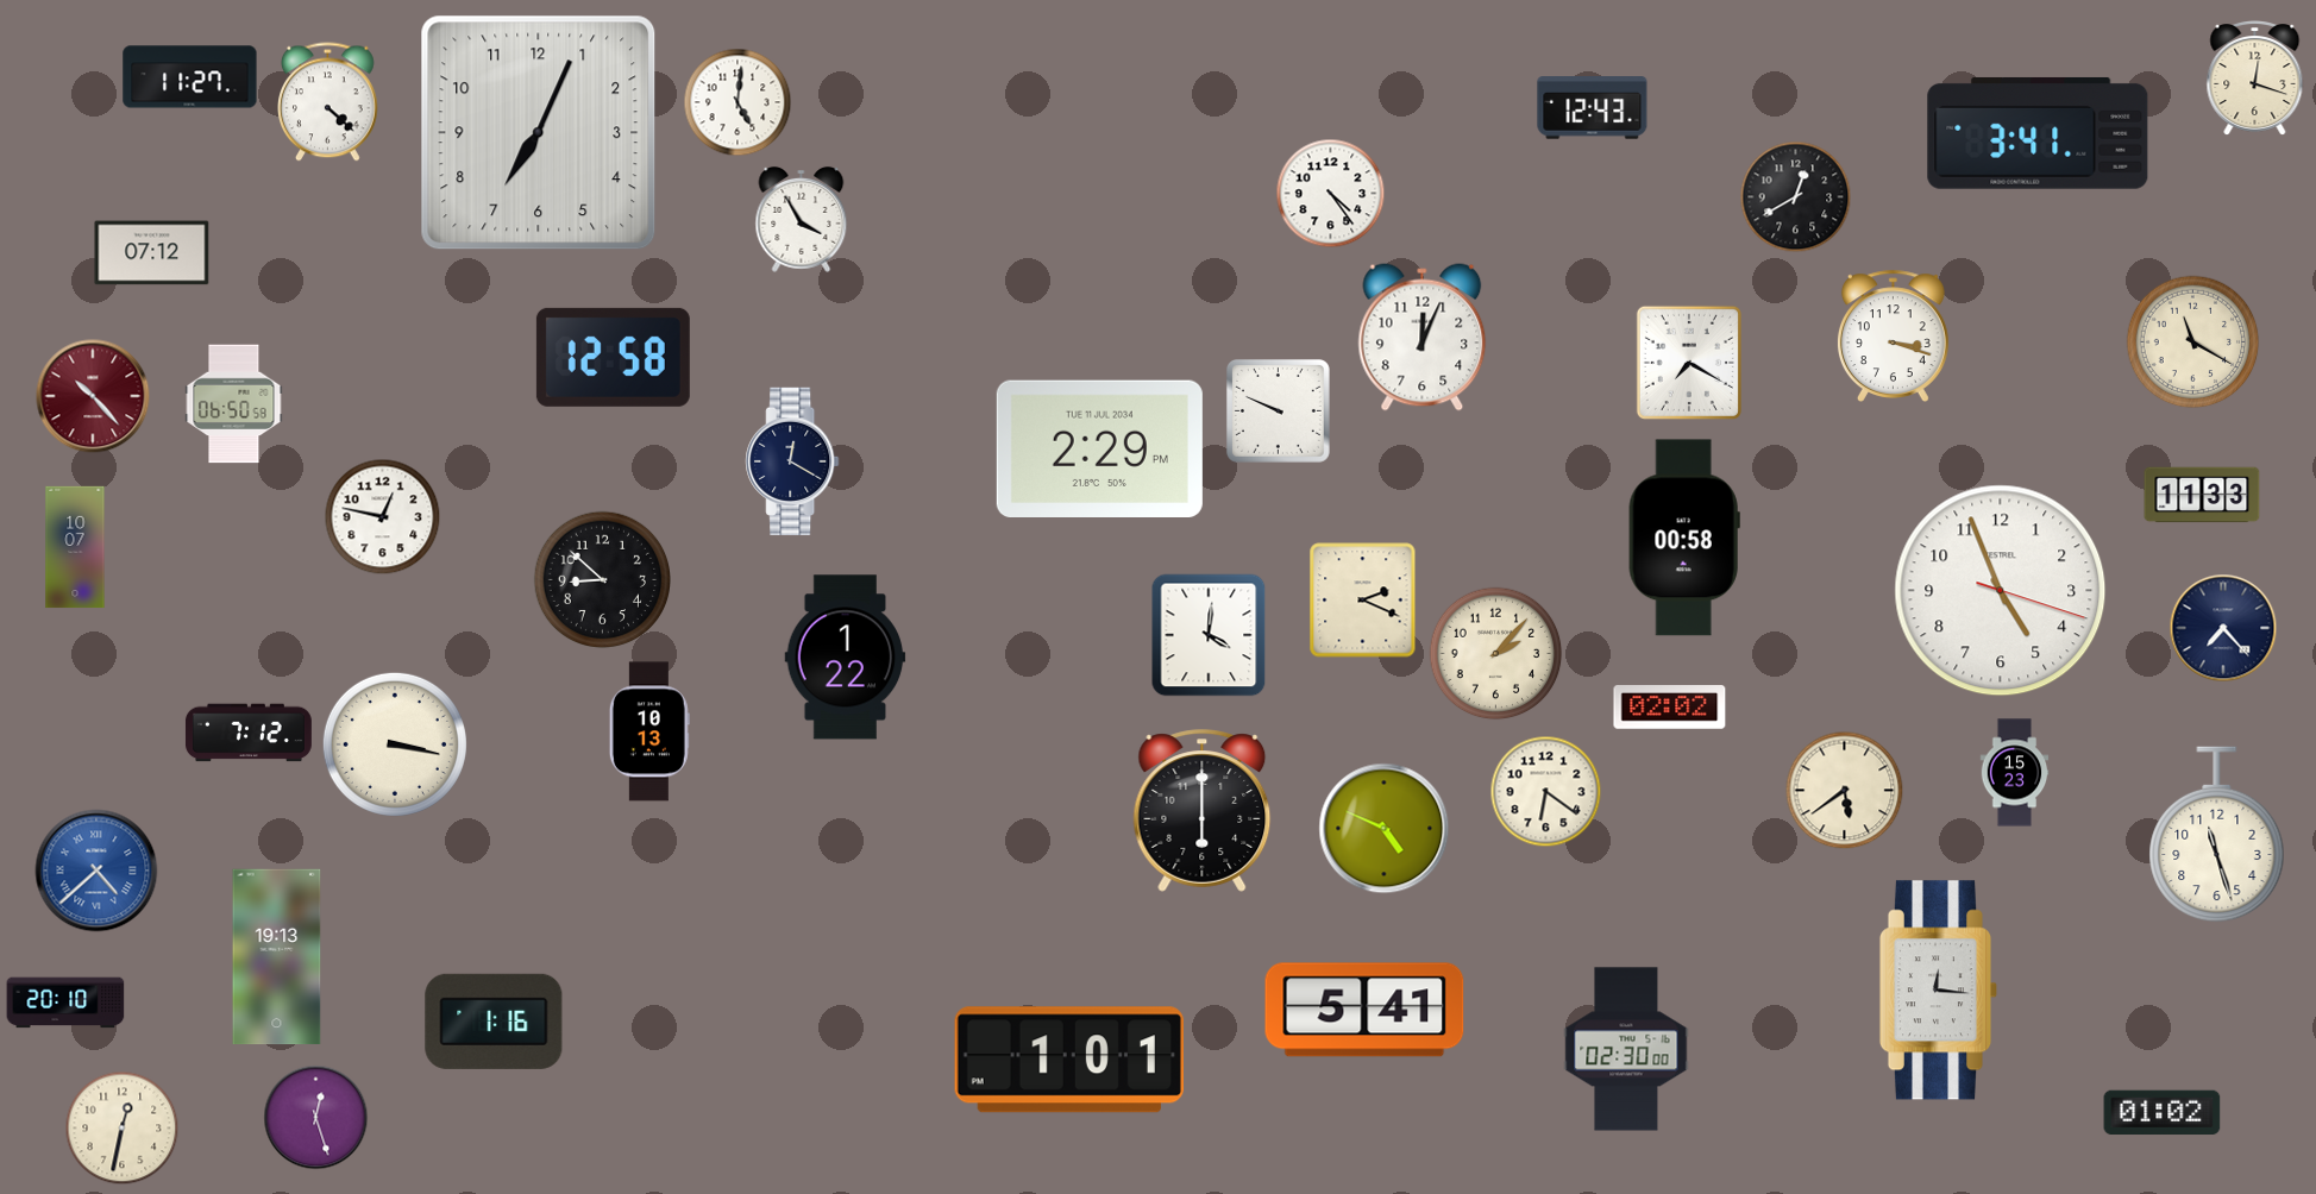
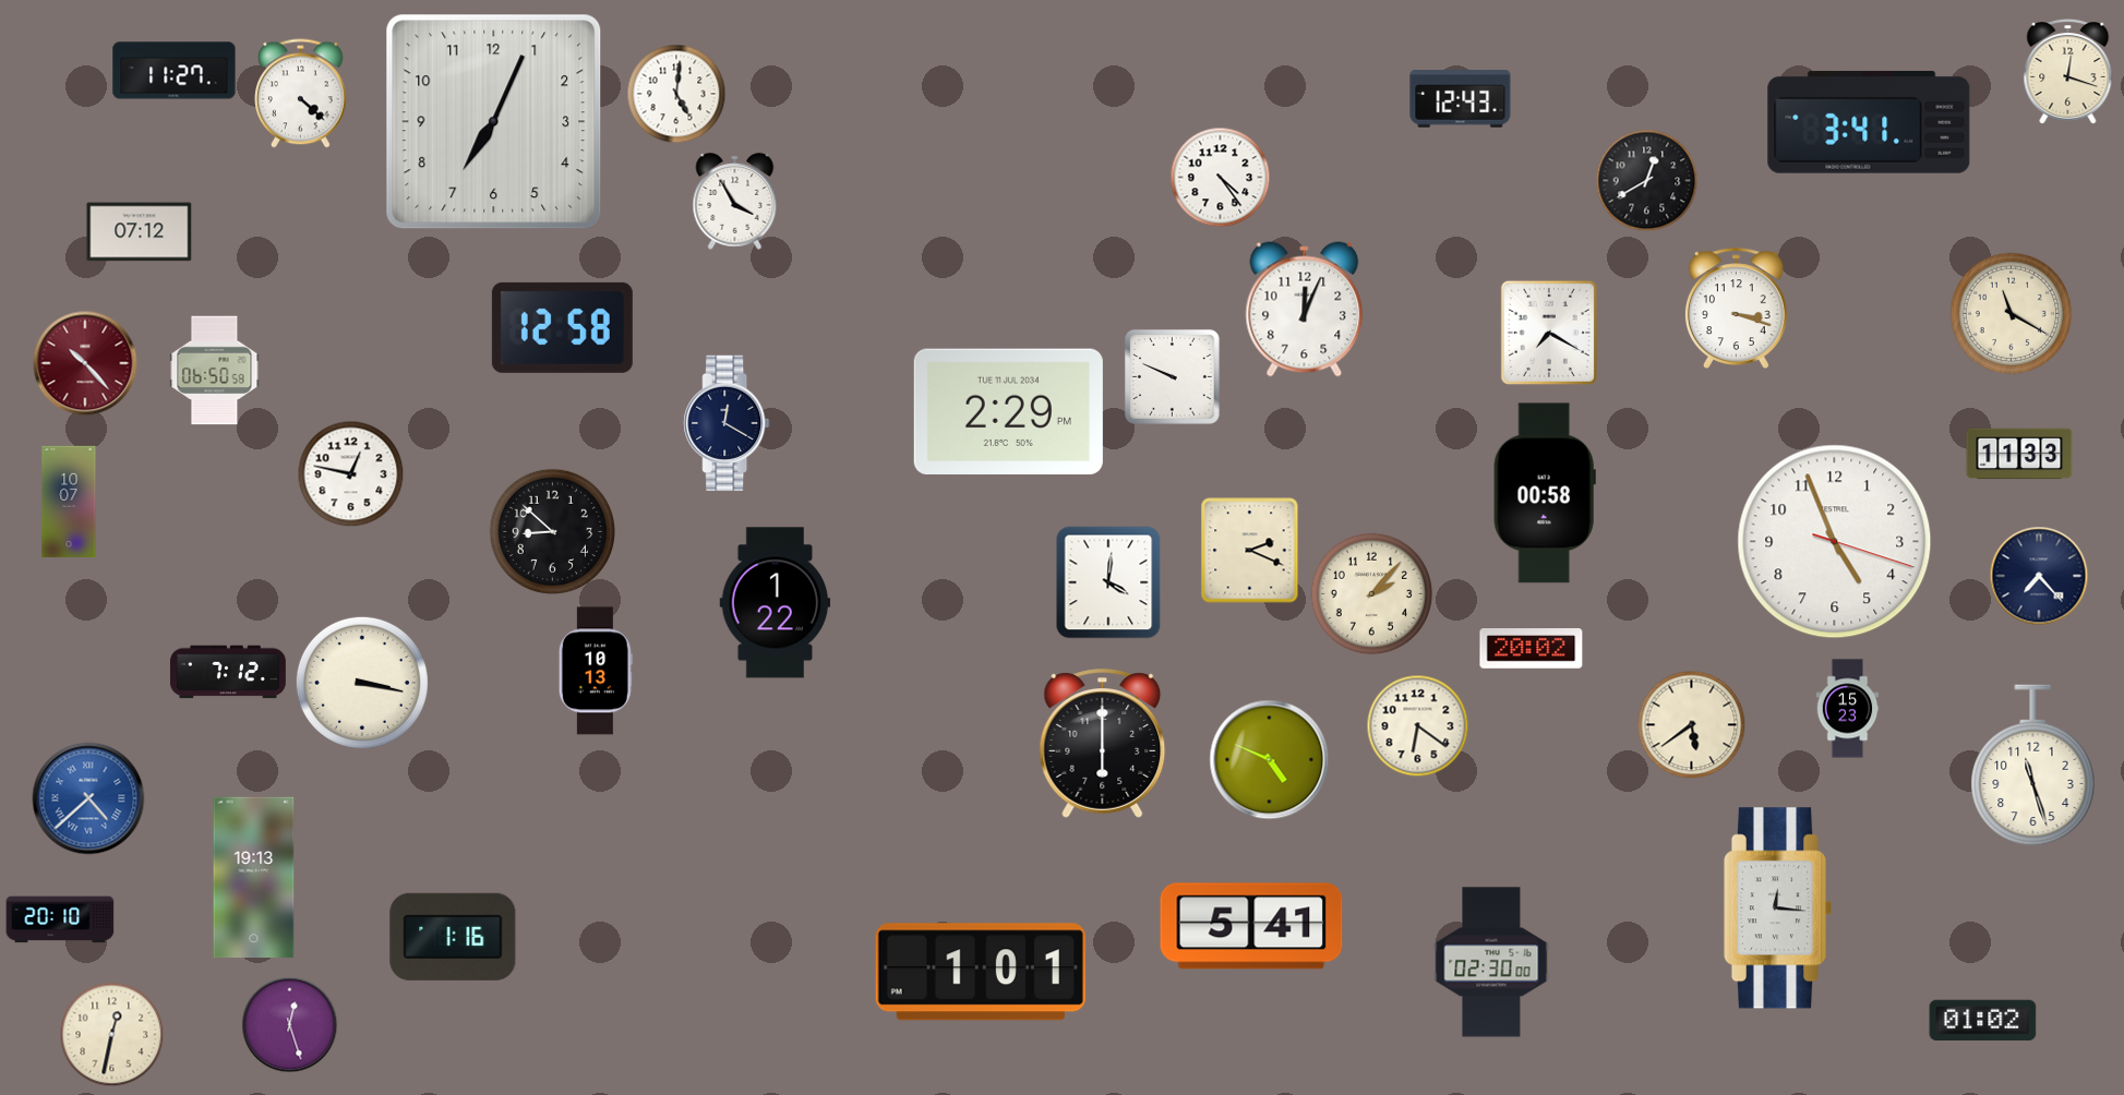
clock at (1496, 654) position: (1496, 654) -> (1372, 594)
clock at (1670, 708): 02:02 -> 20:02
